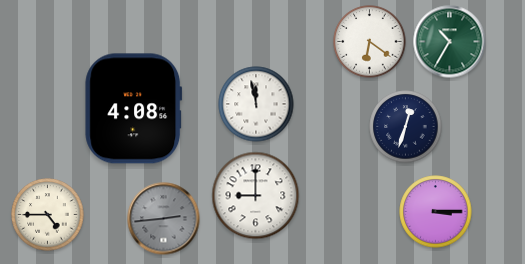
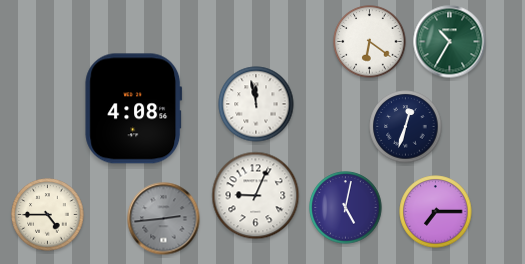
clock at (256, 196): 9:00 -> 9:04
clock at (346, 208): none -> 5:02
clock at (436, 212): 3:15 -> 7:15
